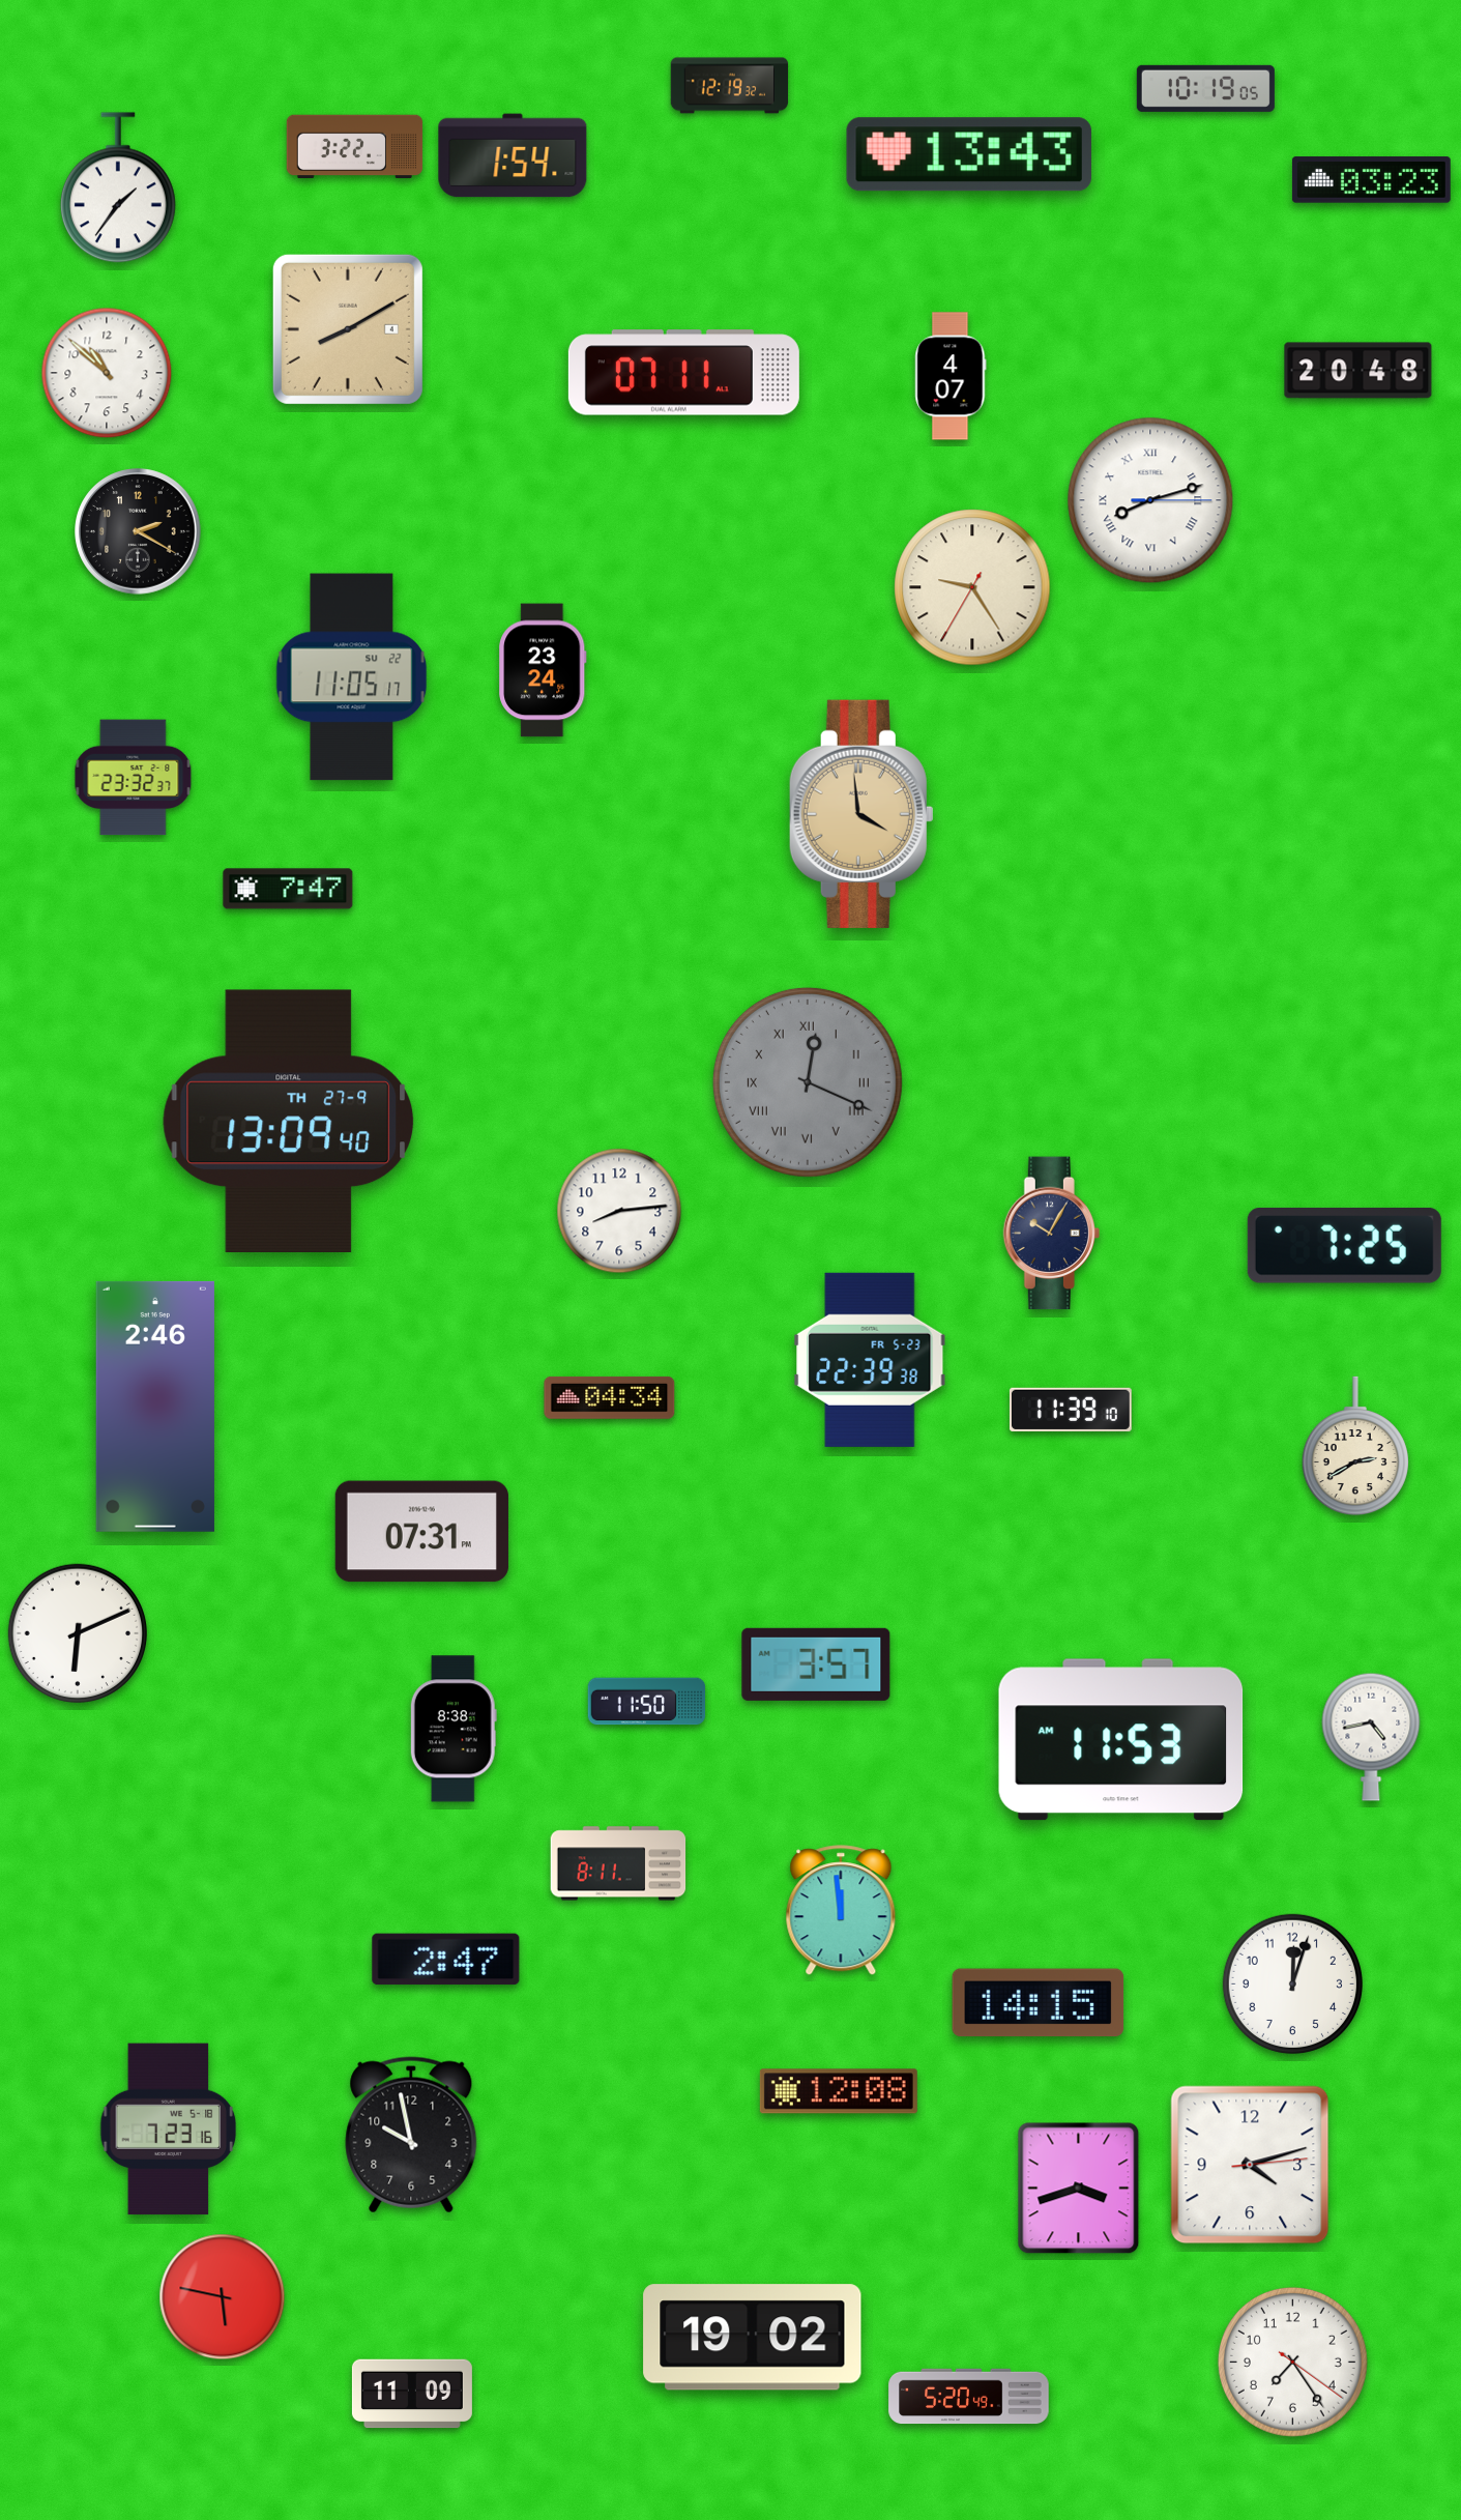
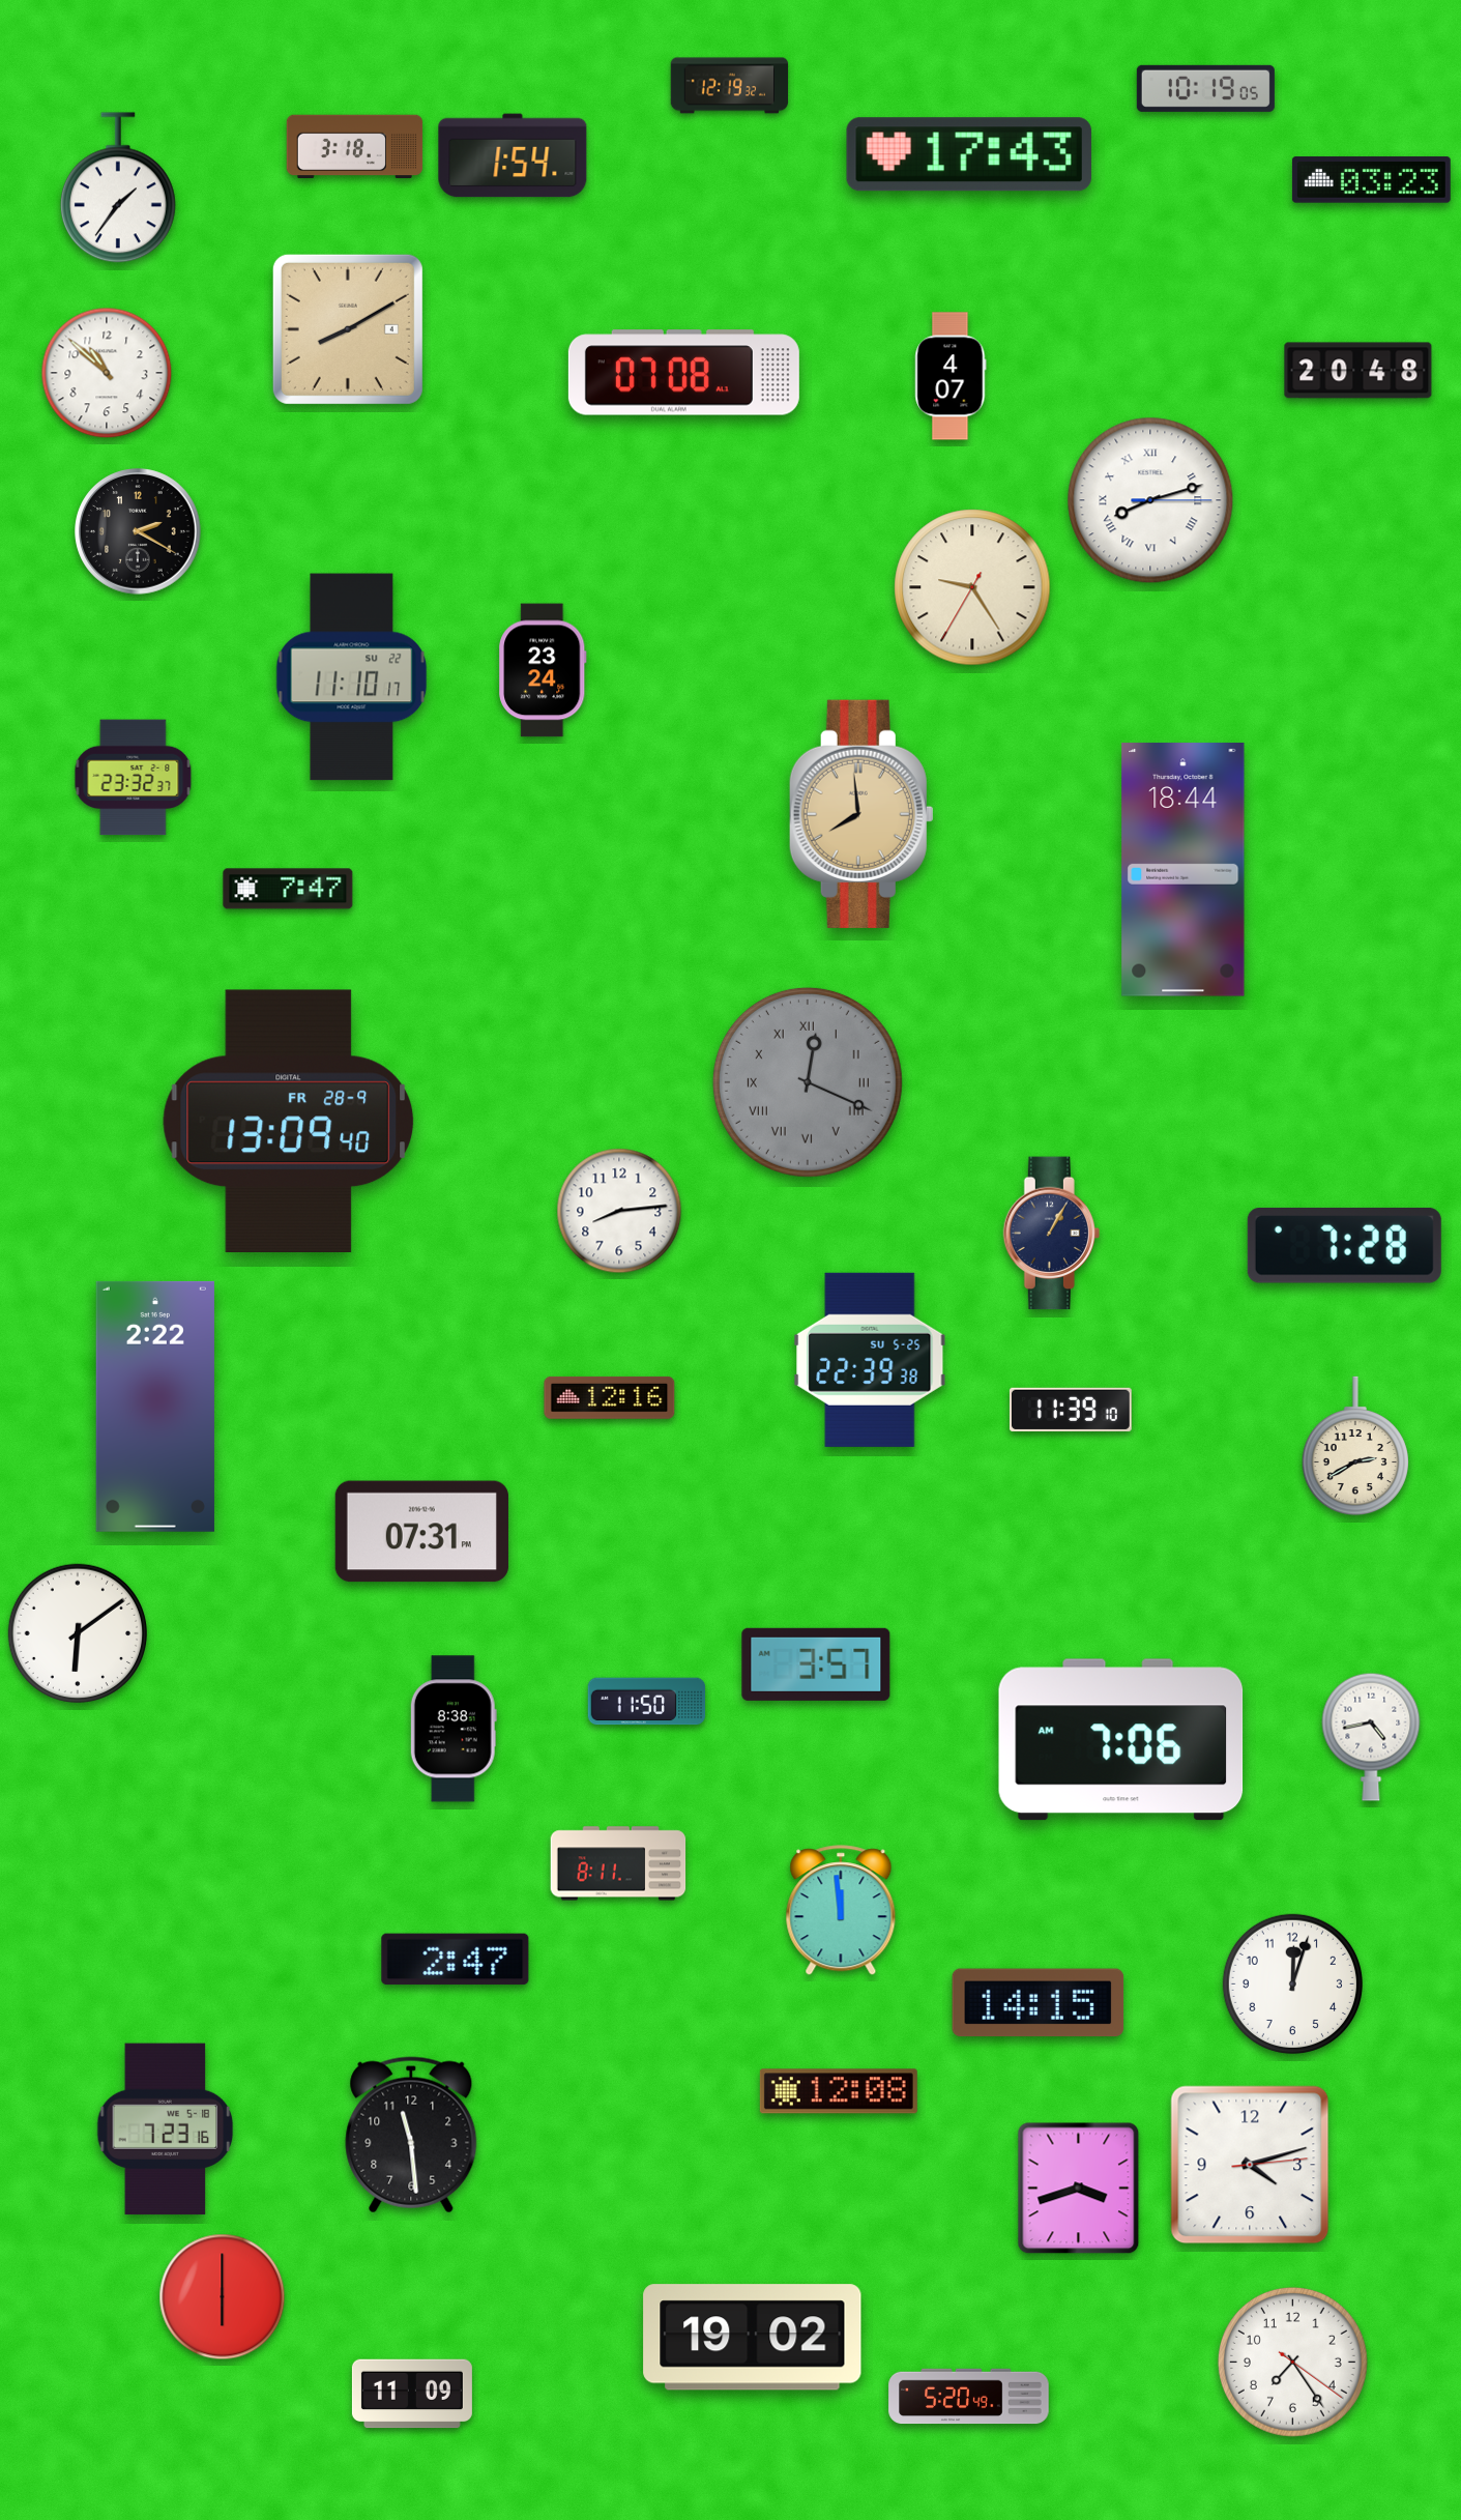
clock at (355, 147): 3:22 -> 3:18
clock at (969, 154): 13:43 -> 17:43
clock at (683, 373): 07:11 -> 07:08
clock at (352, 677): 11:05 -> 11:10
clock at (861, 814): 3:59 -> 7:59
clock at (1184, 870): none -> 18:44
clock at (289, 1121) date: TH 27-9 -> FR 28-9
clock at (1051, 1234): 10:05 -> 1:05
clock at (1344, 1246): 7:25 -> 7:28
clock at (870, 1360) date: FR 5-23 -> SU 5-25
clock at (610, 1397): 04:34 -> 12:16
clock at (155, 1407): 2:46 -> 2:22
clock at (77, 1632): 6:11 -> 6:09
clock at (1121, 1740): 11:53 -> 7:06
clock at (446, 1960) position: (446, 1960) -> (456, 1960)
clock at (169, 2130) position: (169, 2130) -> (166, 2130)
clock at (411, 2135): 9:58 -> 11:29
clock at (223, 2297): 5:47 -> 6:00
